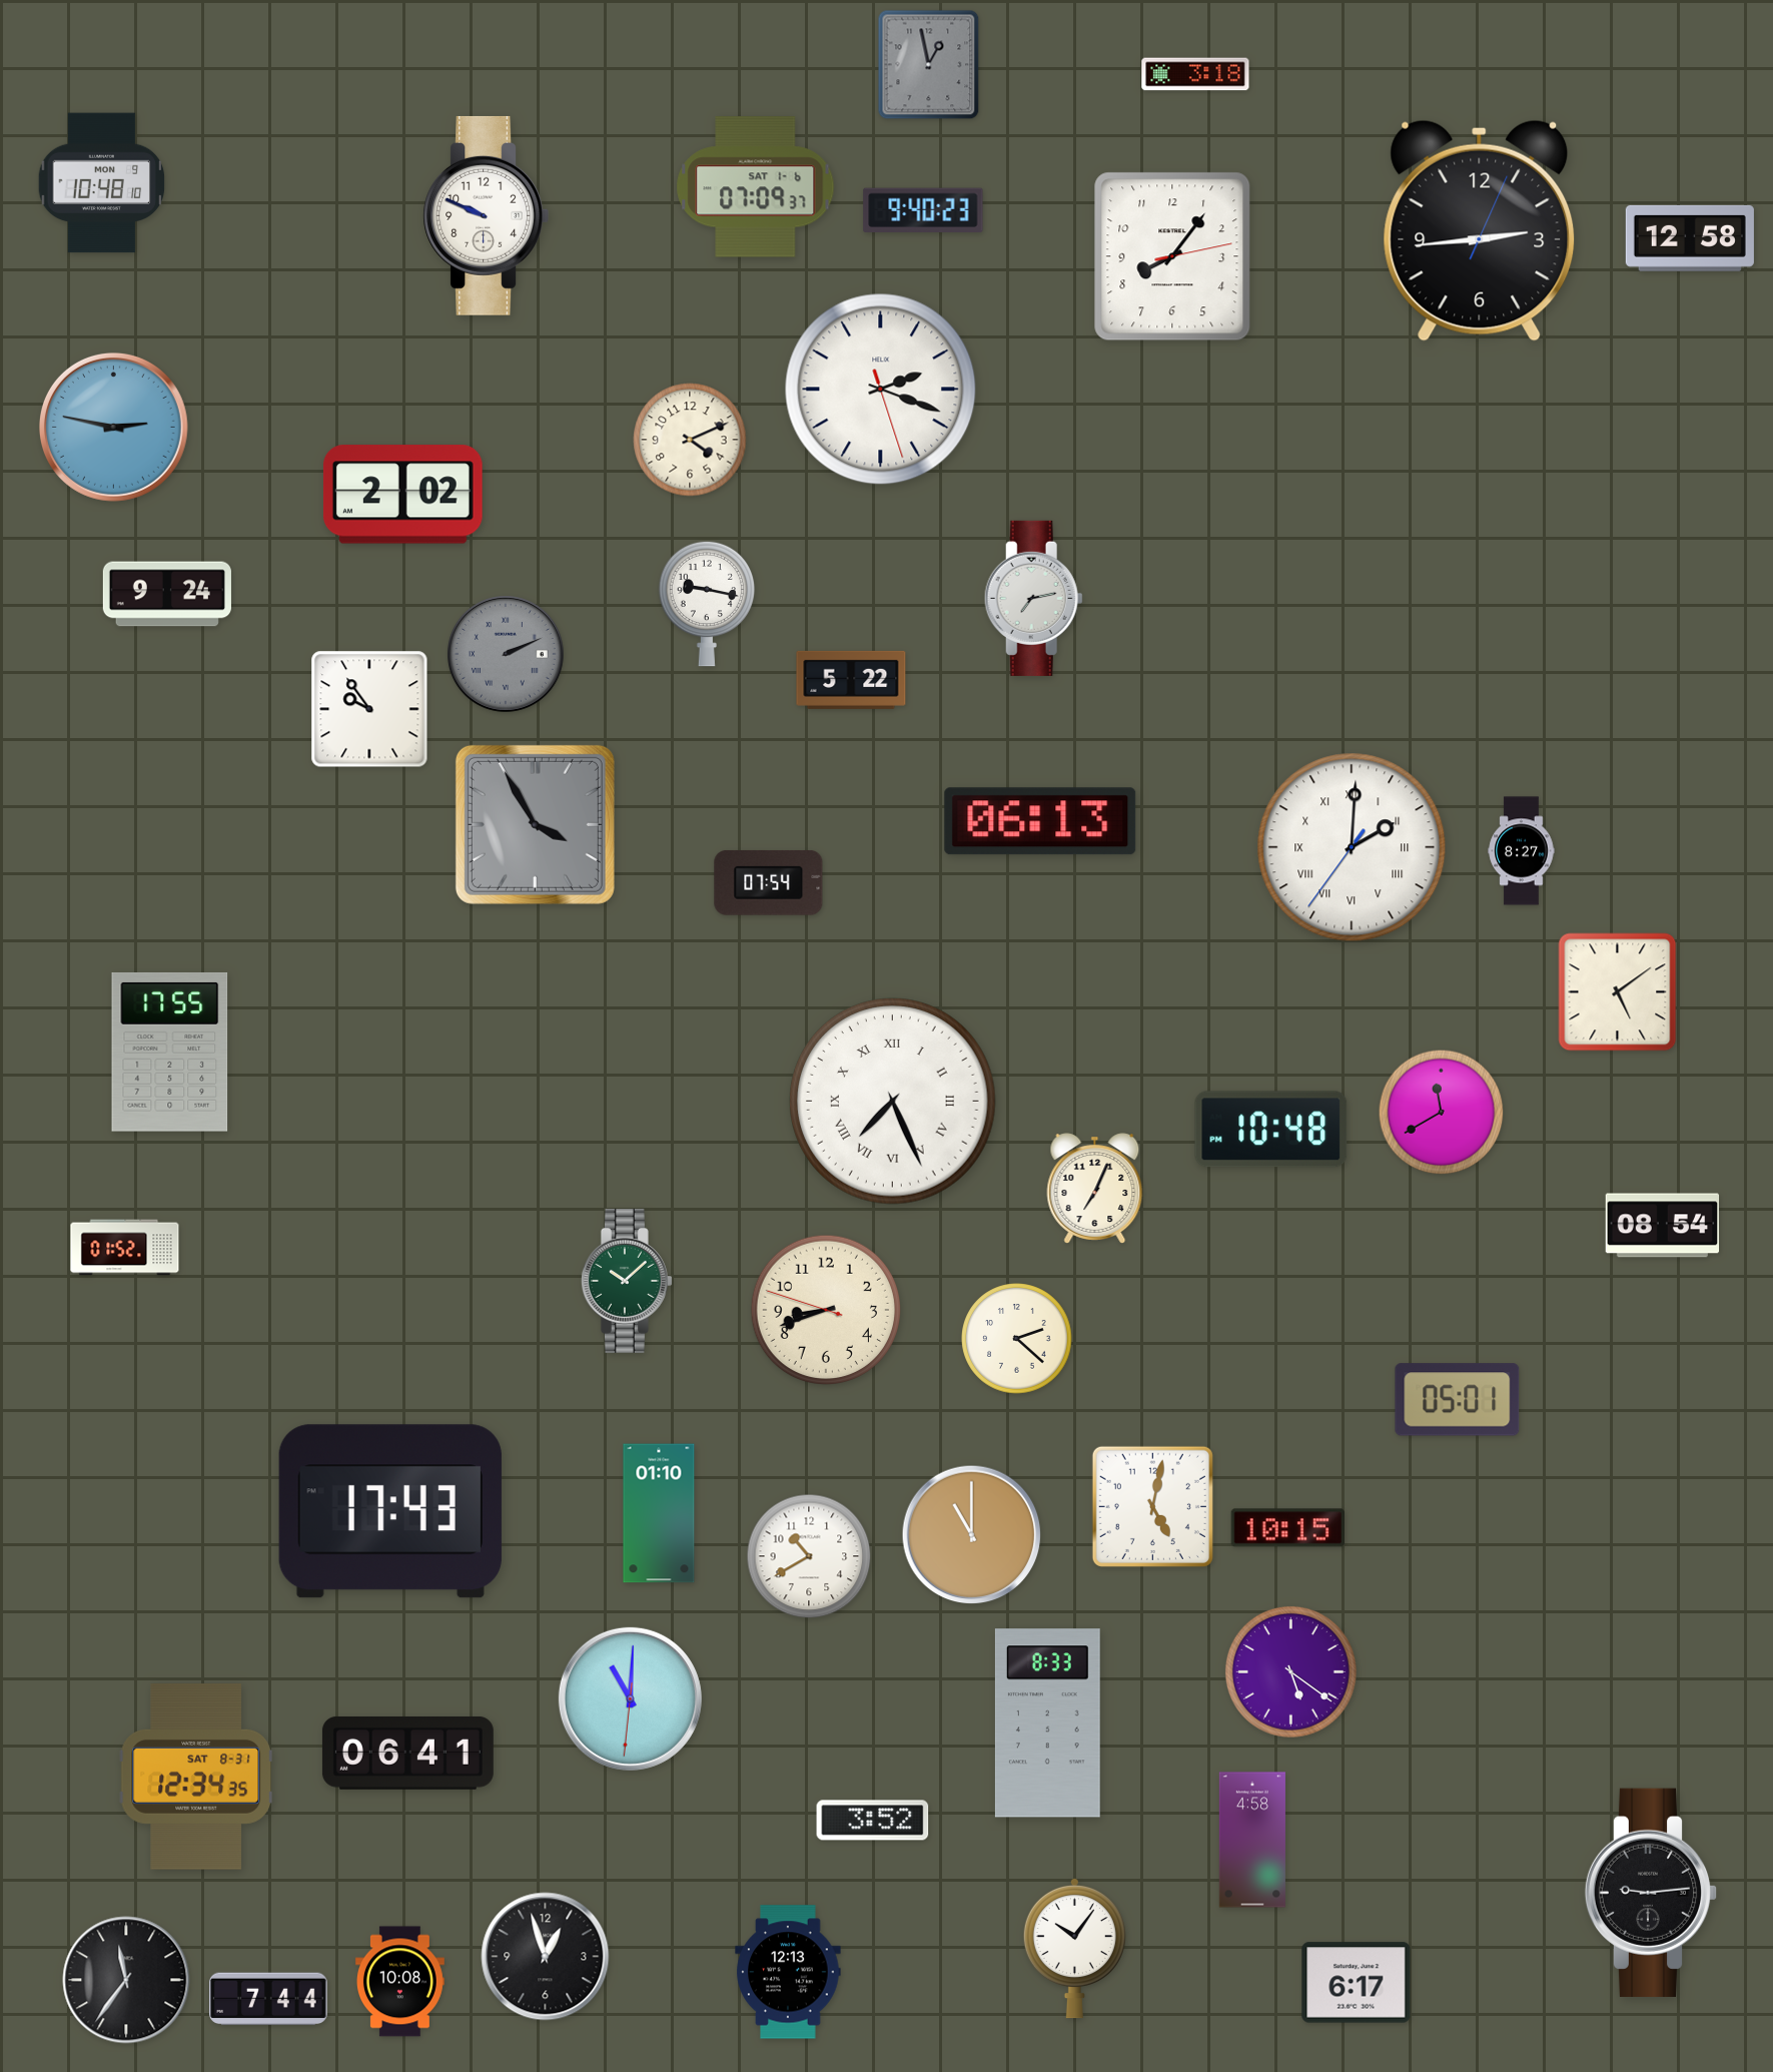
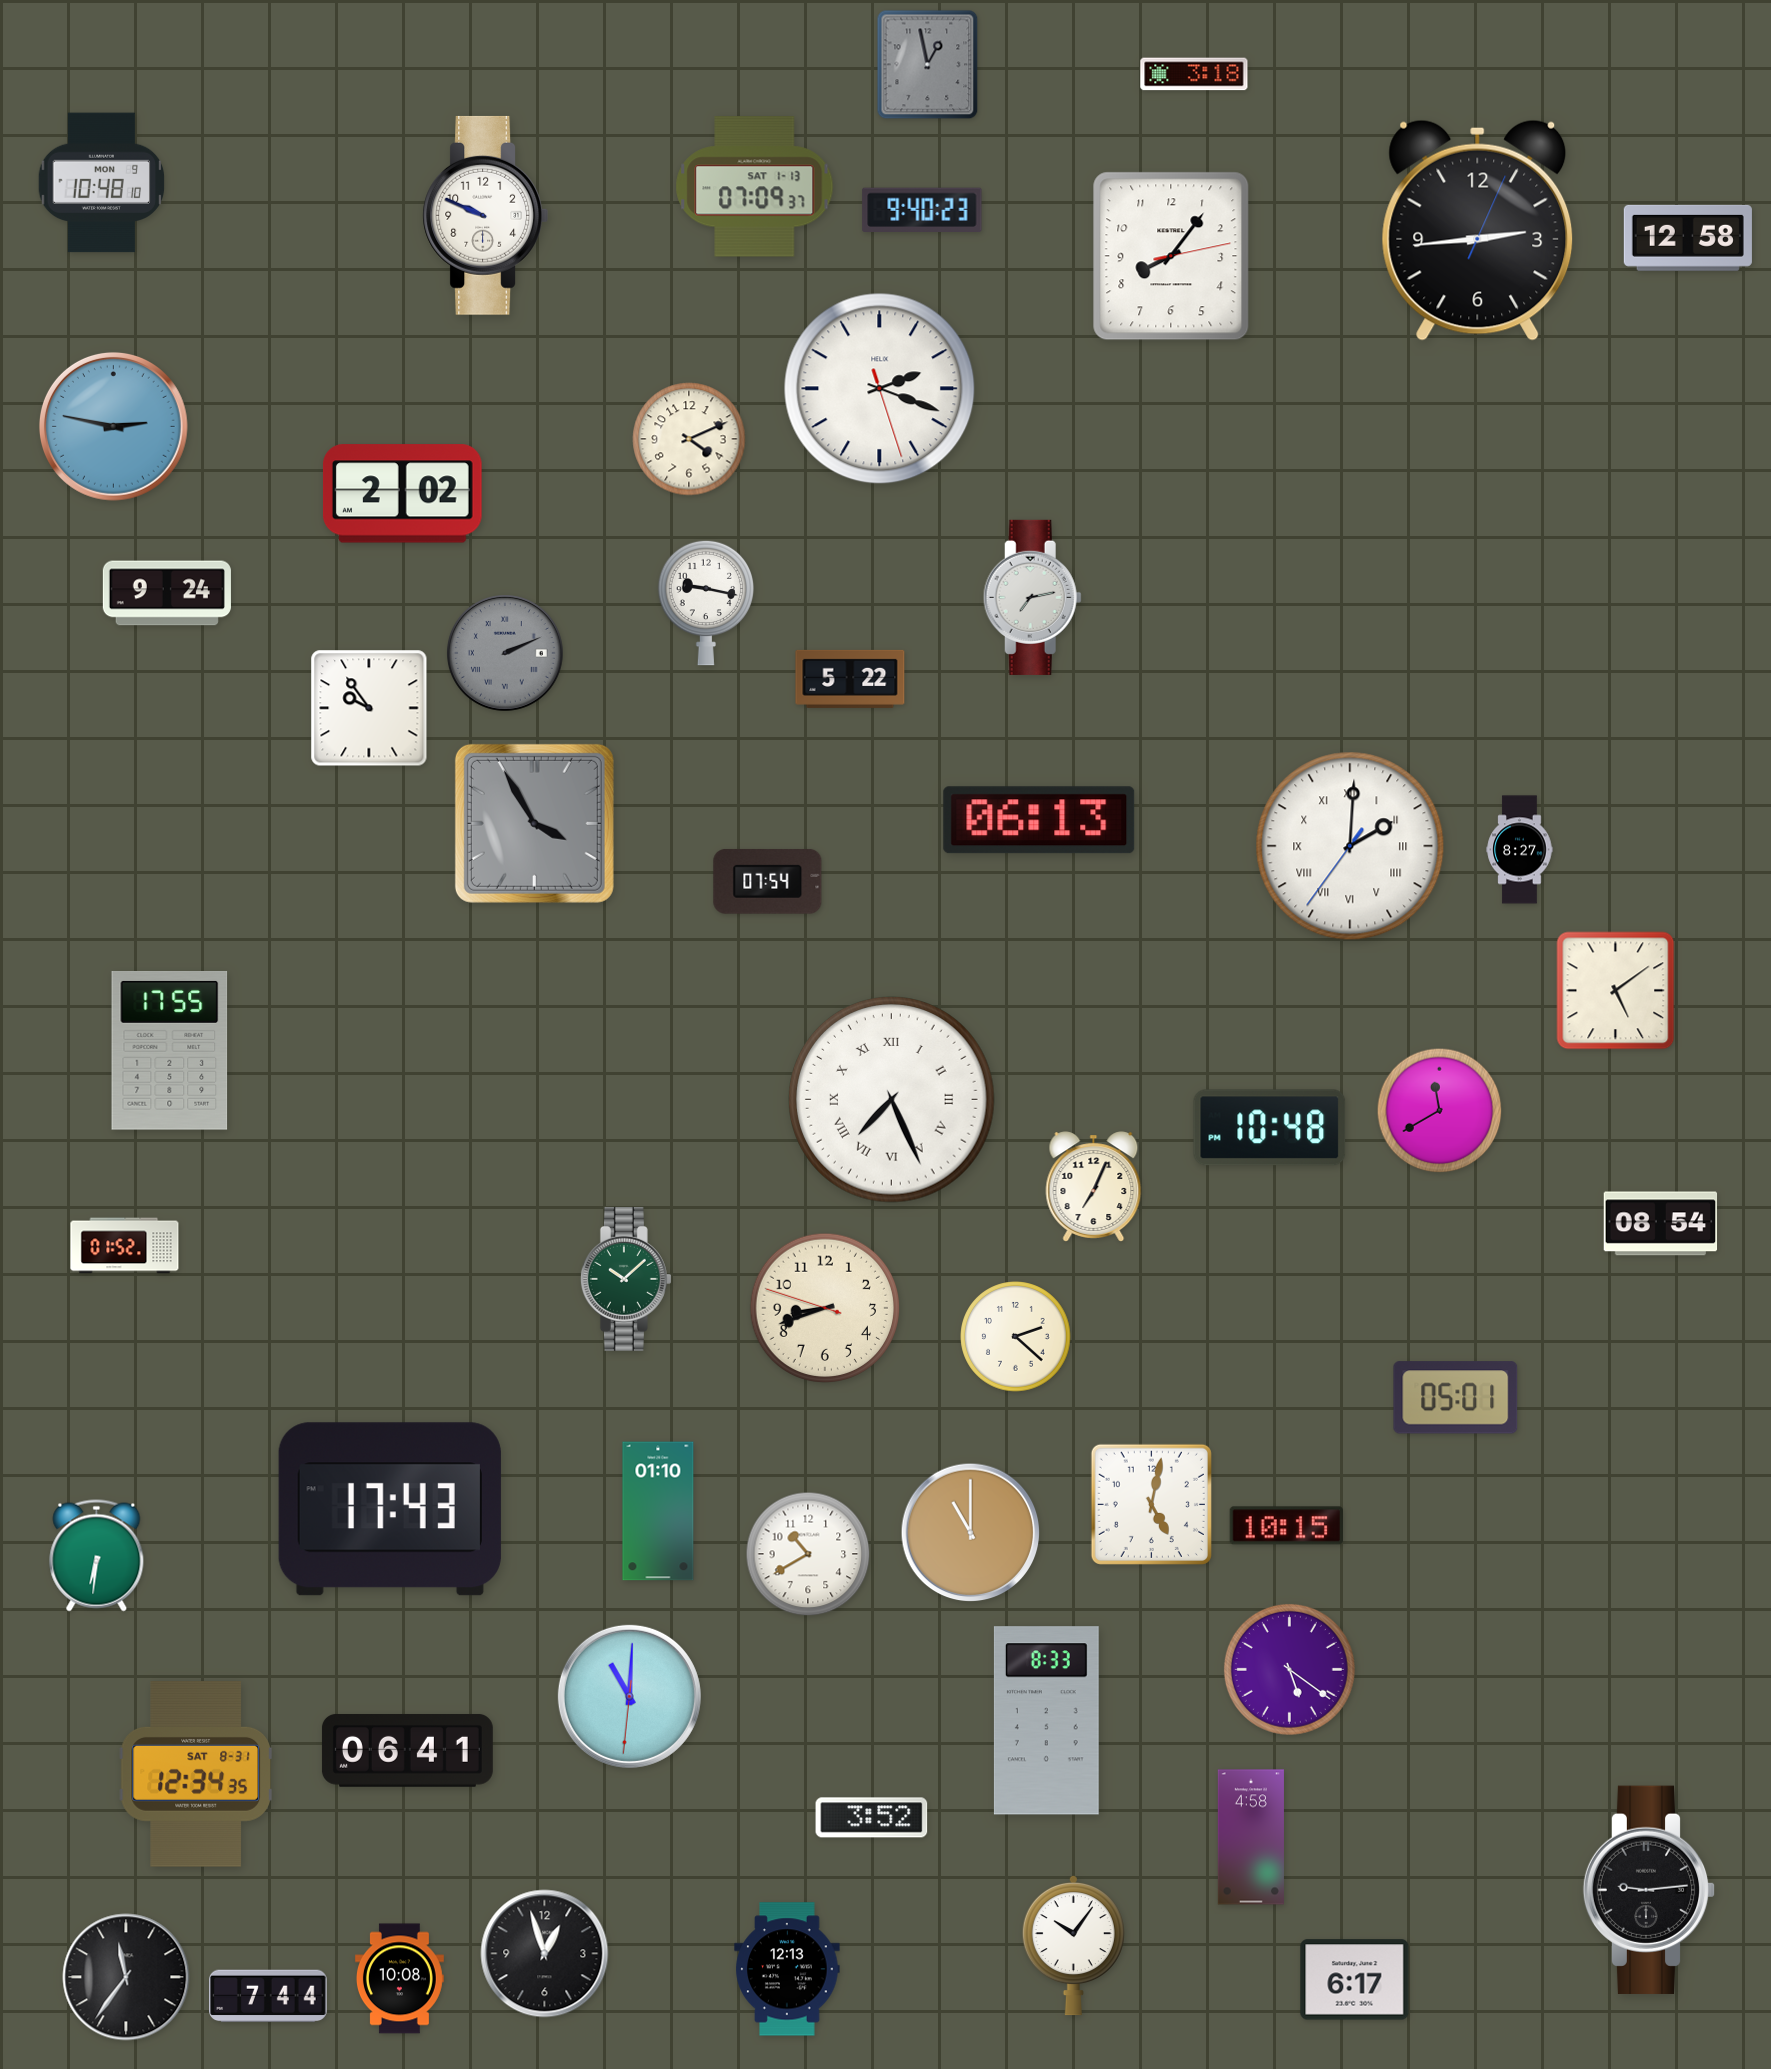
clock at (756, 187) date: SAT 1-6 -> SAT 1-13
clock at (97, 1556): none -> 6:31
